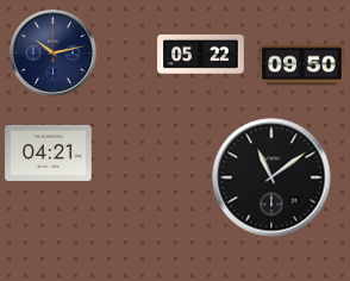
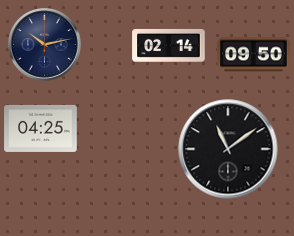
clock at (201, 54): 05:22 -> 02:14
clock at (49, 152): 04:21 -> 04:25
